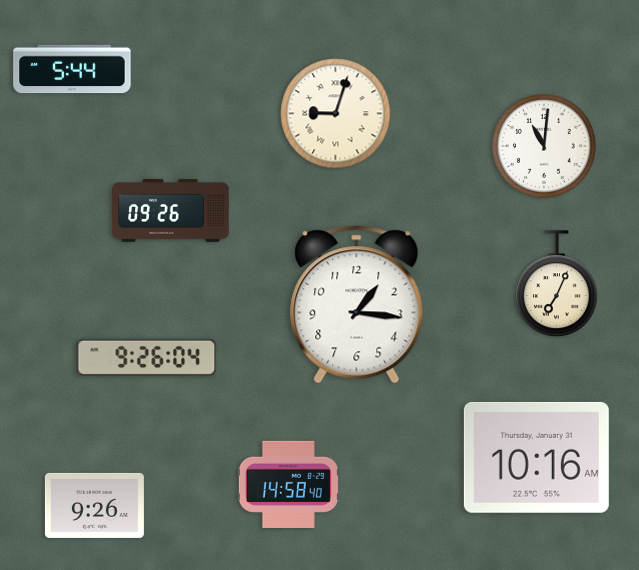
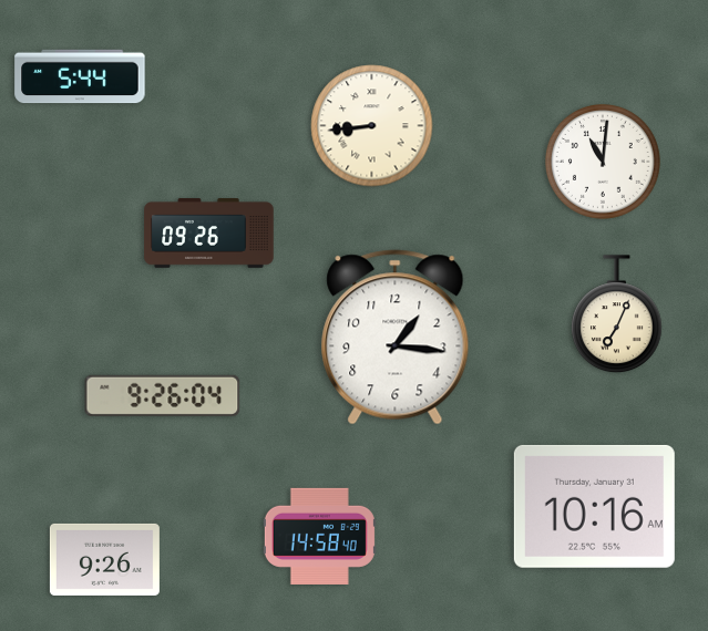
clock at (336, 114): 9:03 -> 8:44
clock at (171, 211) position: (171, 211) -> (209, 234)
